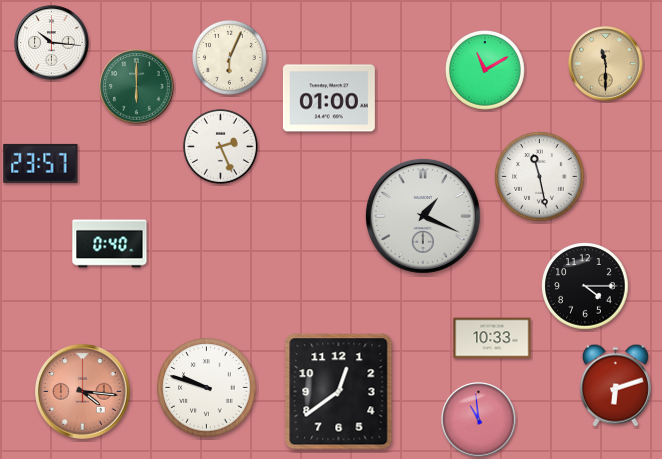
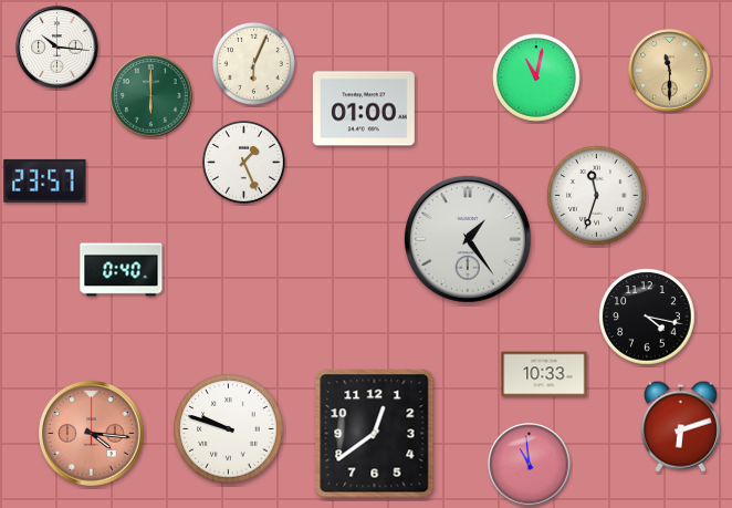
clock at (486, 71): 11:10 -> 11:02
clock at (220, 146): 2:26 -> 1:26
clock at (540, 177): 11:28 -> 11:33
clock at (423, 216): 1:19 -> 1:24
clock at (585, 286): 4:15 -> 4:17
